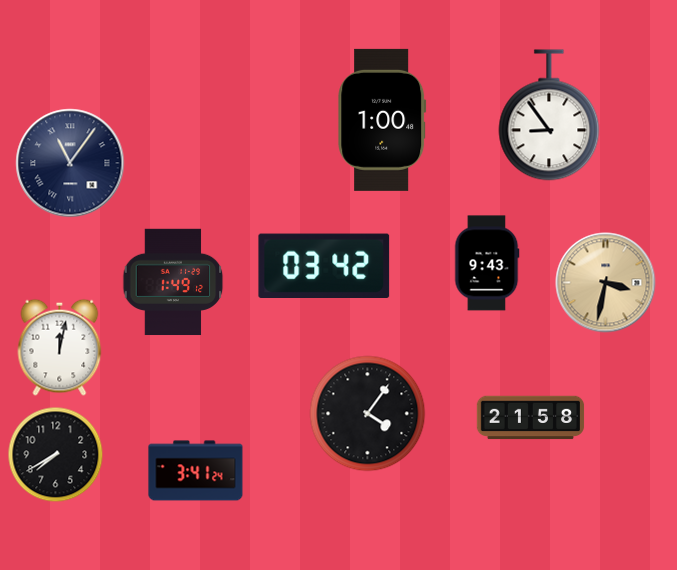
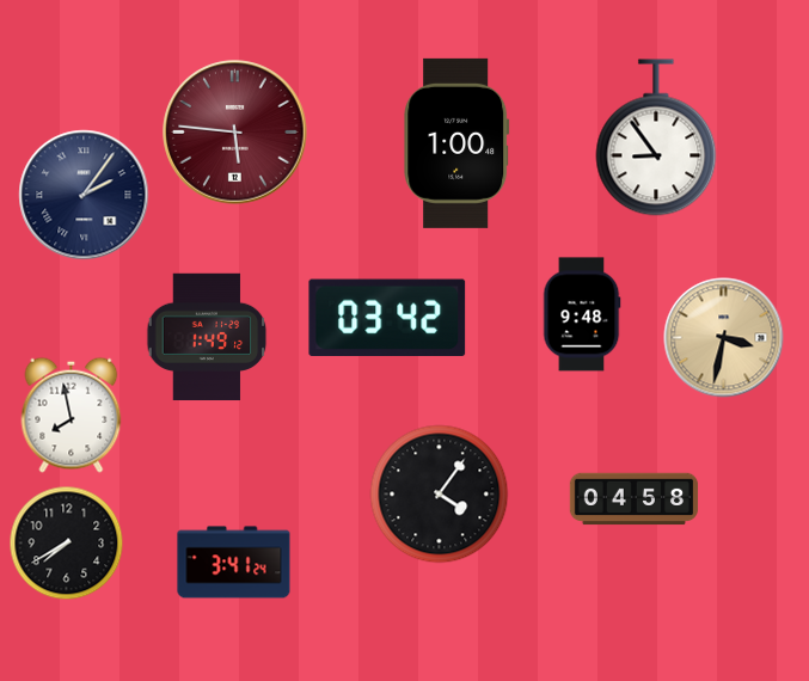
clock at (235, 133): none -> 5:46
clock at (70, 163): 11:06 -> 2:06
clock at (487, 263): 9:43 -> 9:48
clock at (60, 347): 12:02 -> 7:58
clock at (531, 418): 21:58 -> 04:58
